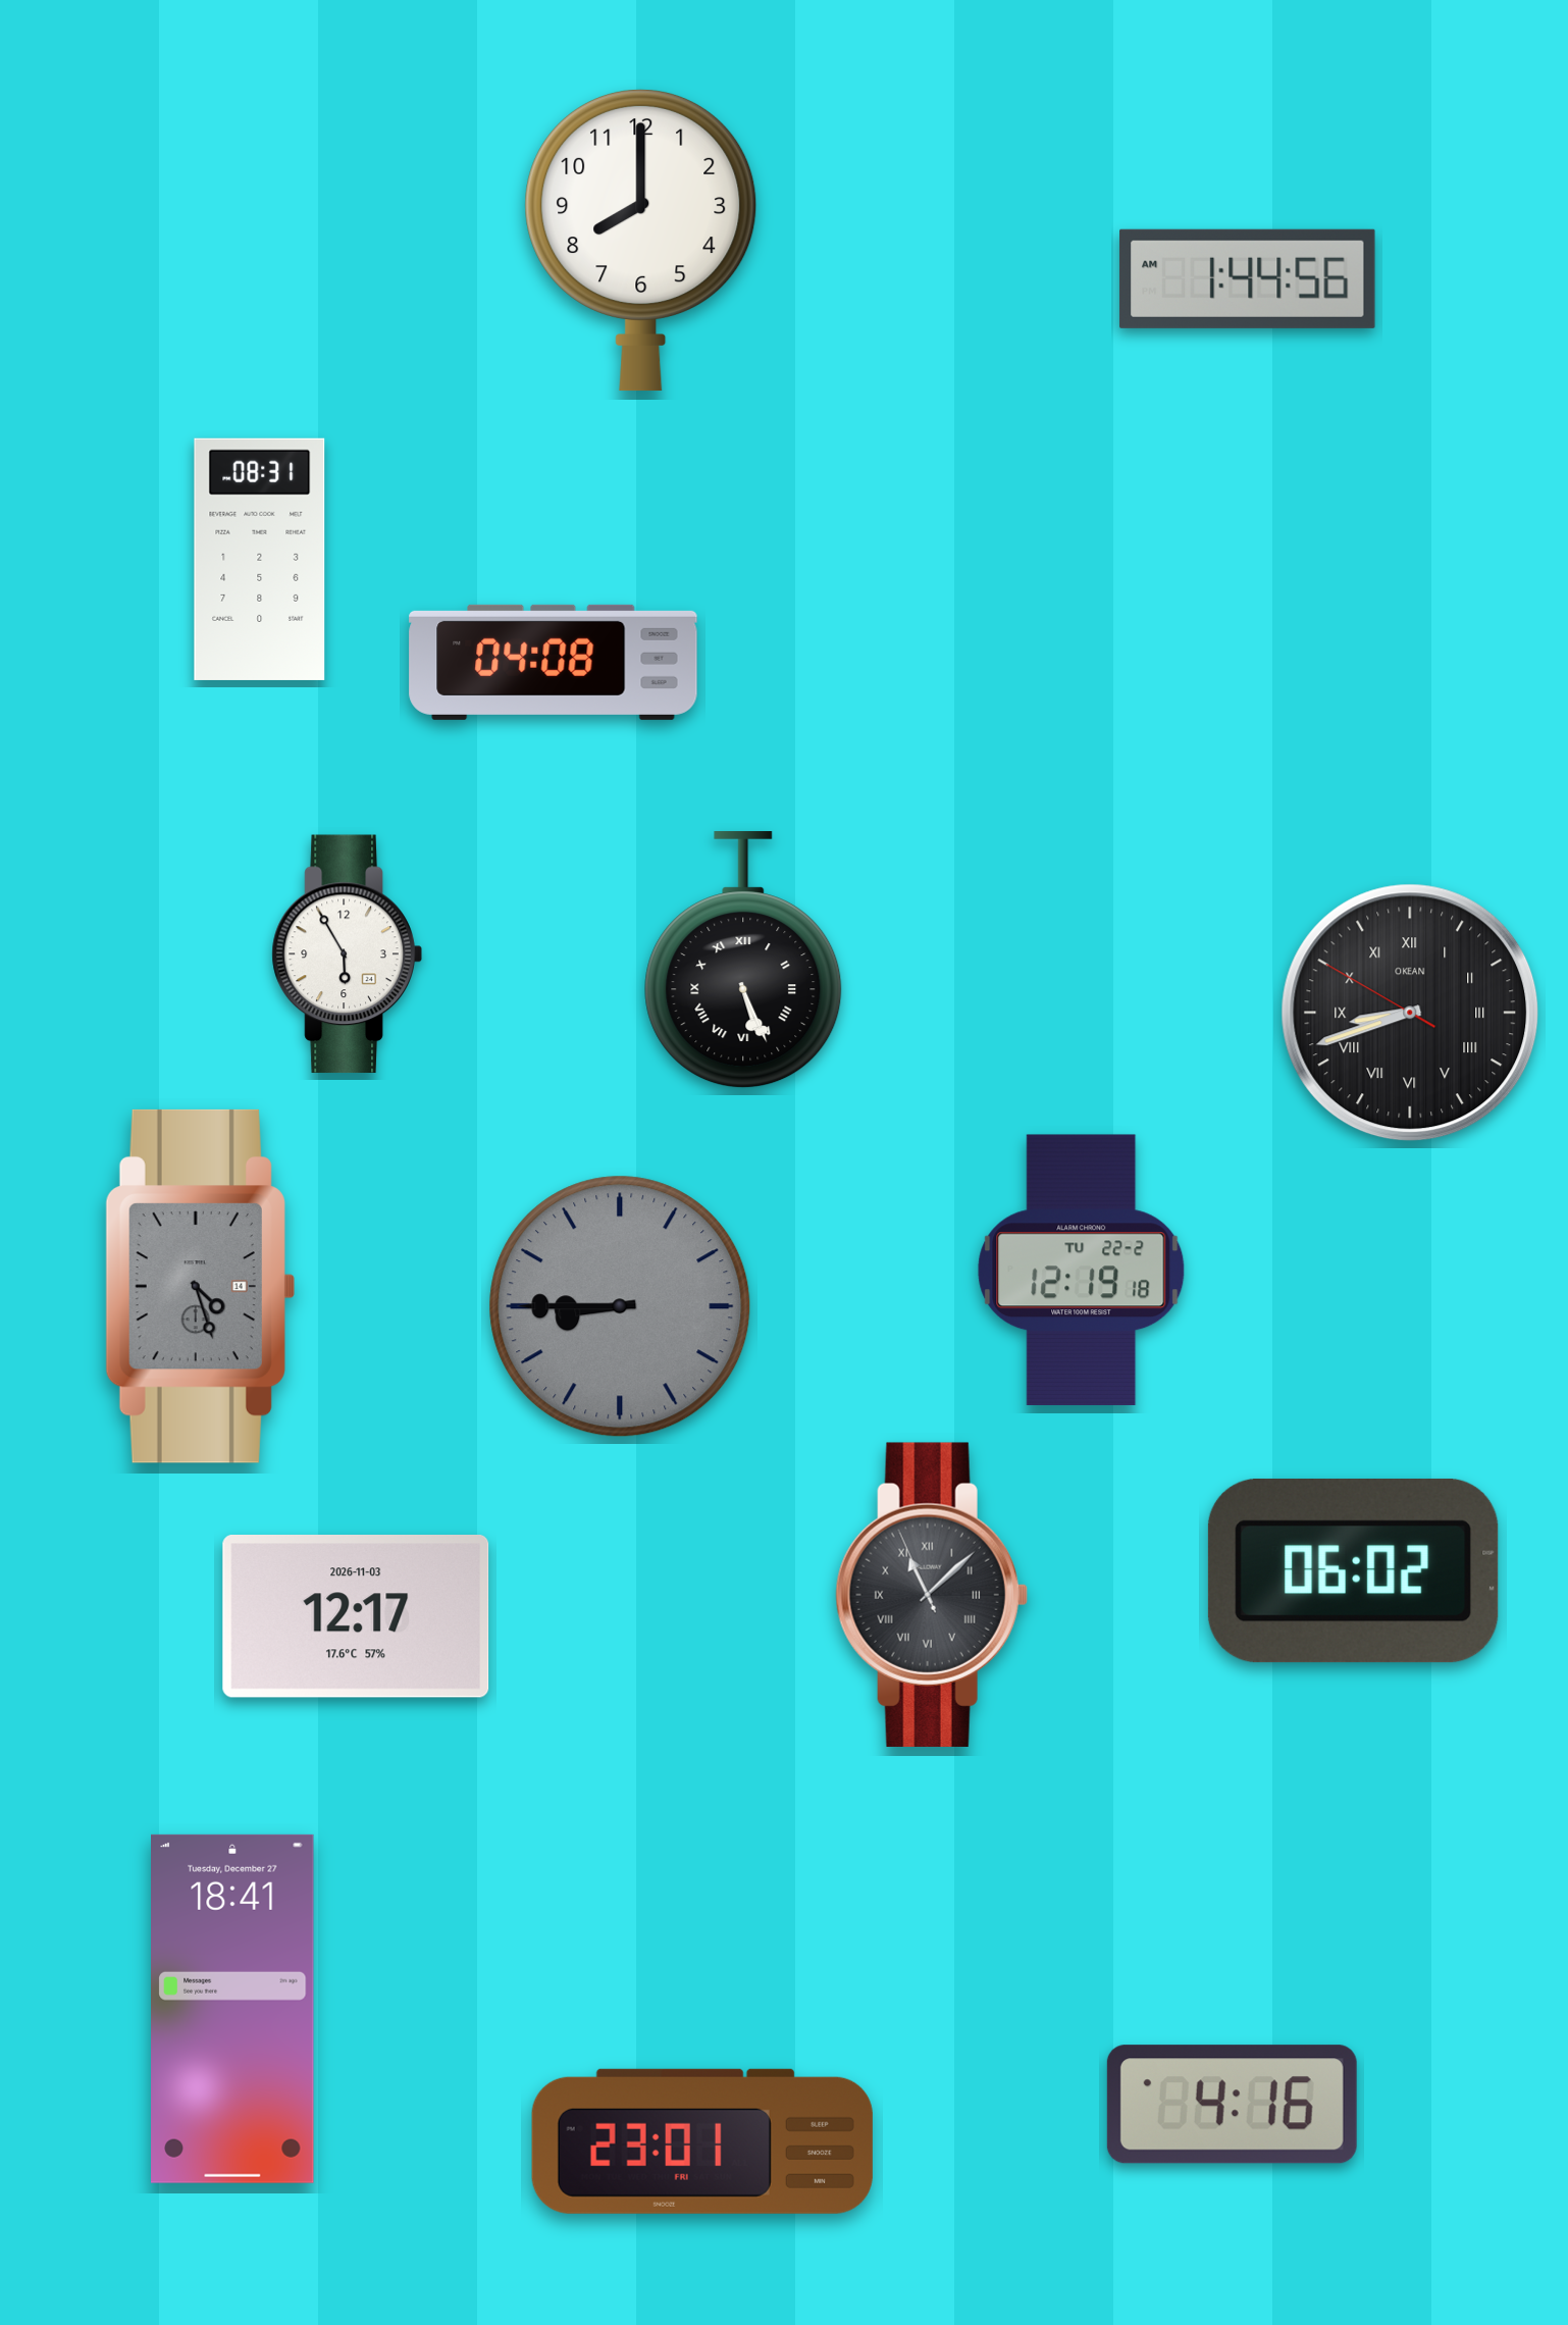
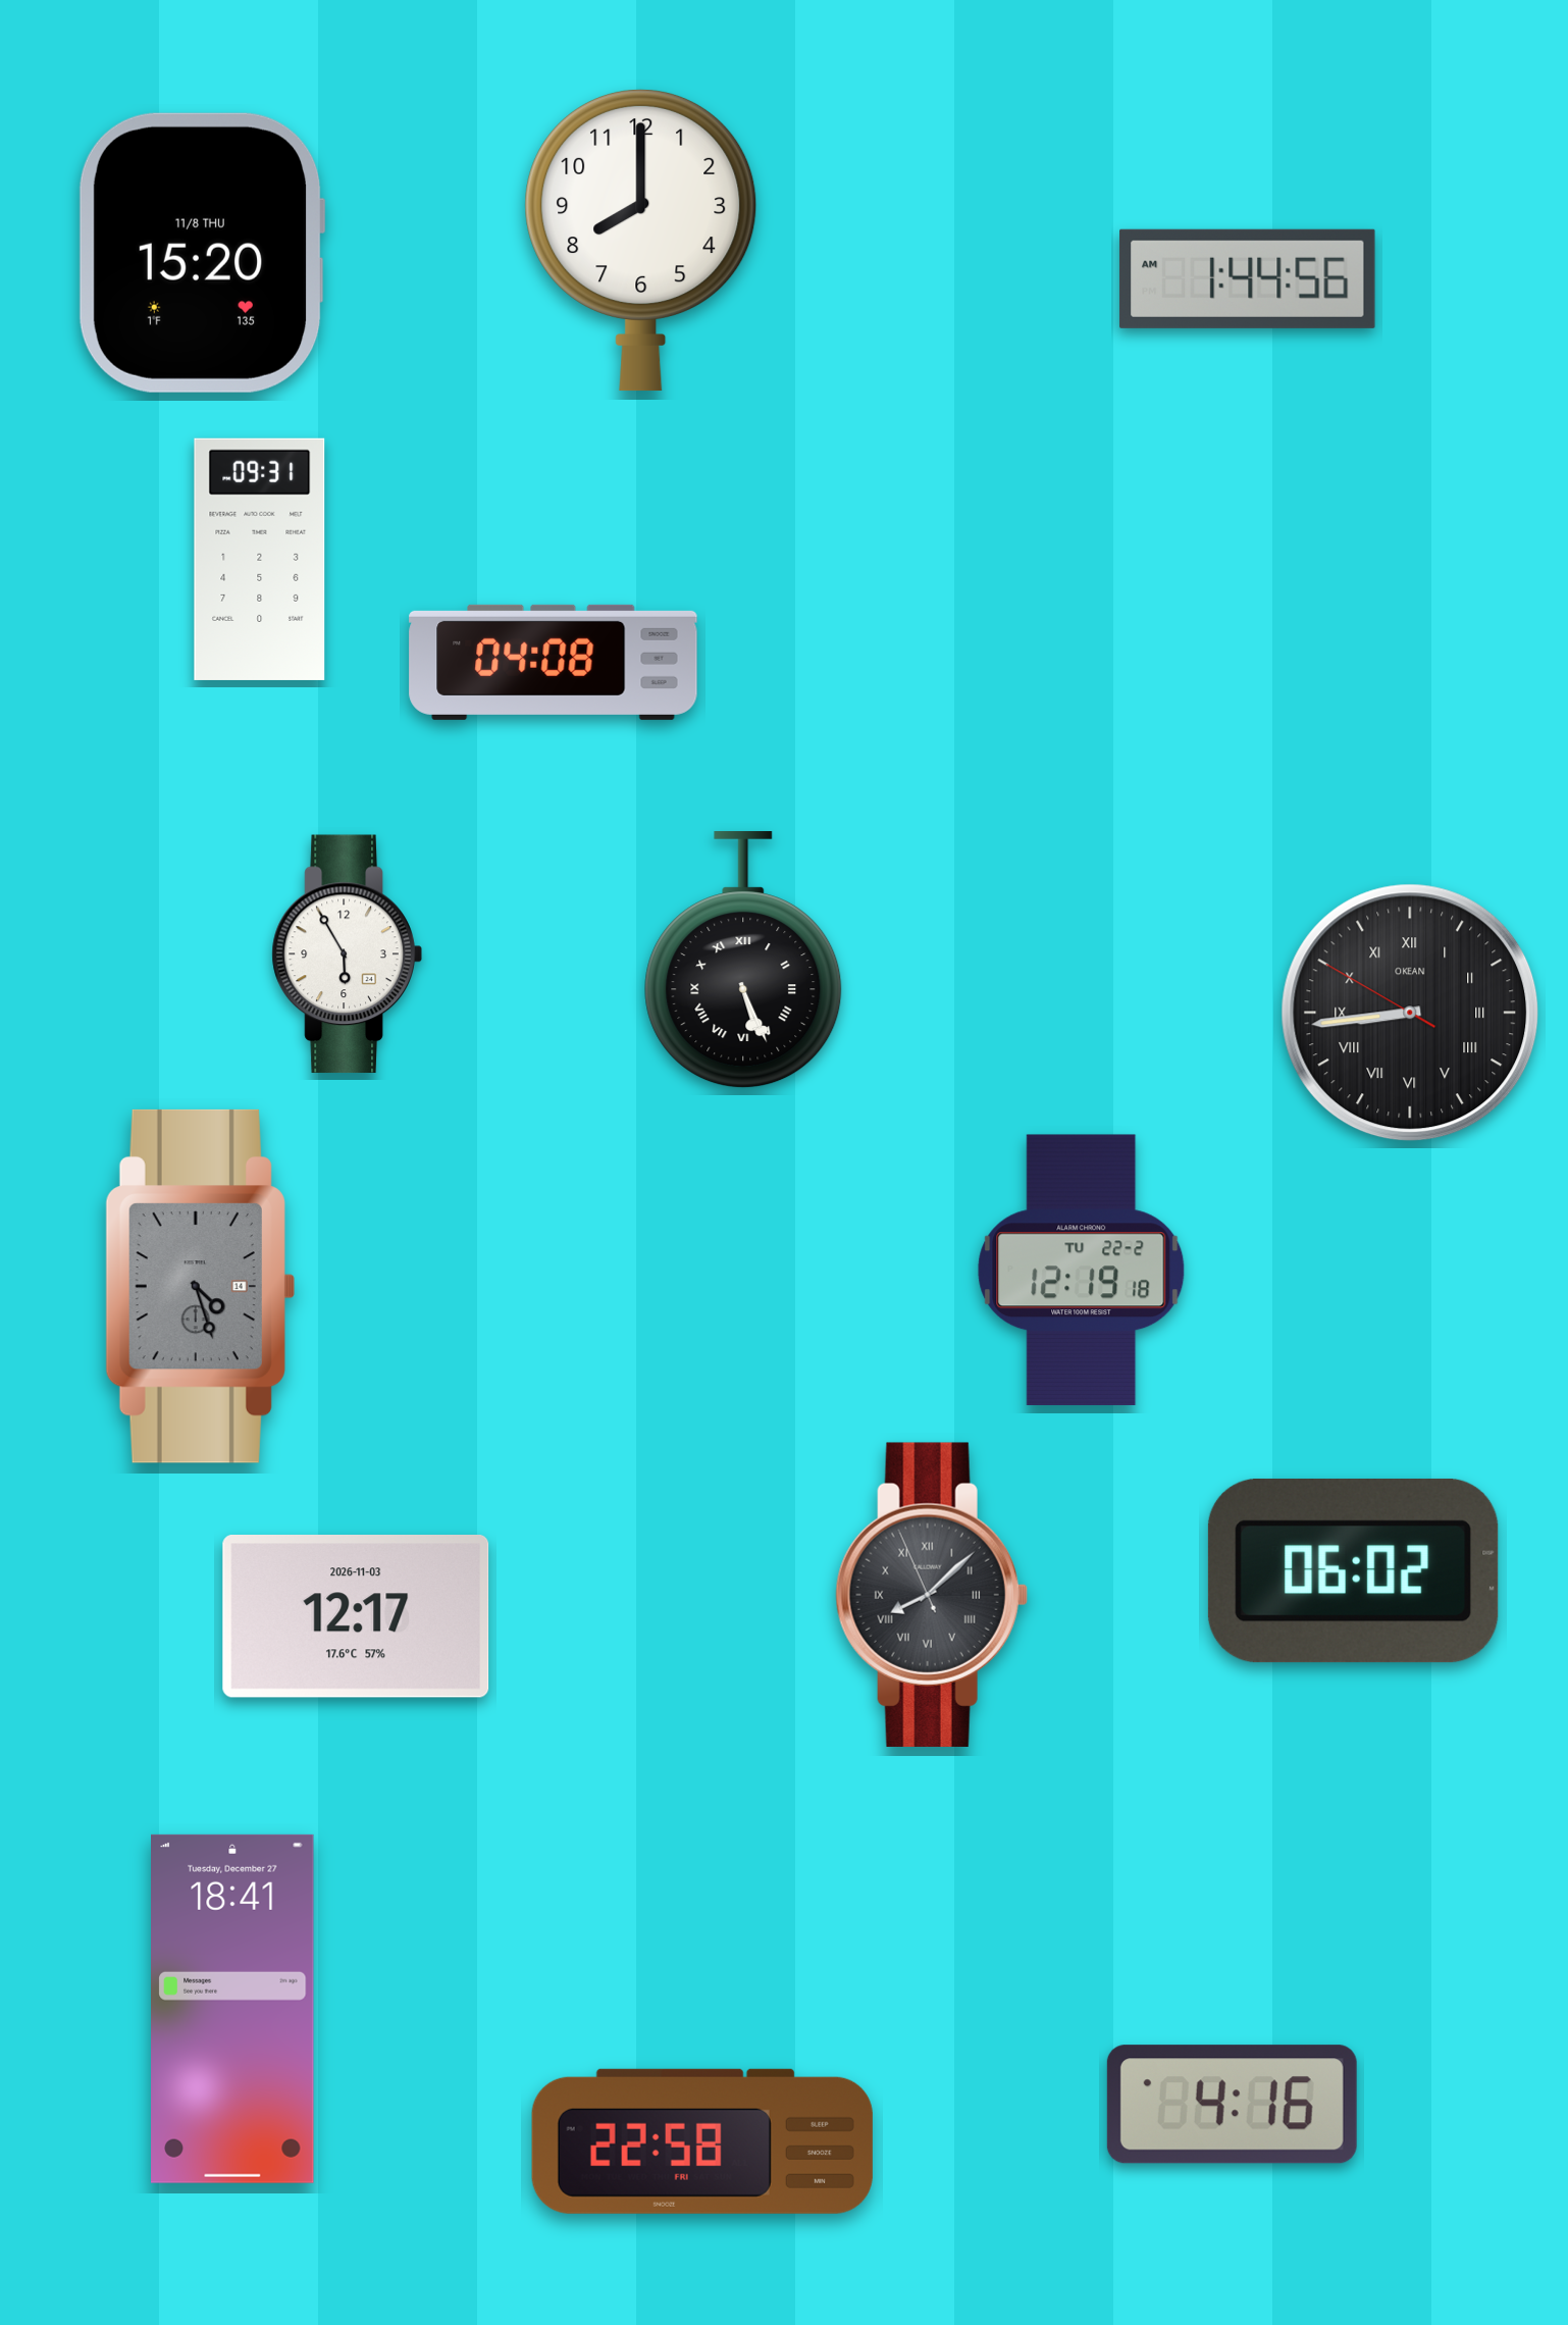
clock at (202, 253): none -> 15:20
clock at (260, 559): 08:31 -> 09:31
clock at (1410, 1013): 8:41 -> 8:43
clock at (620, 1306): 8:45 -> none
clock at (932, 1595): 11:07 -> 8:07
clock at (702, 2141): 23:01 -> 22:58
